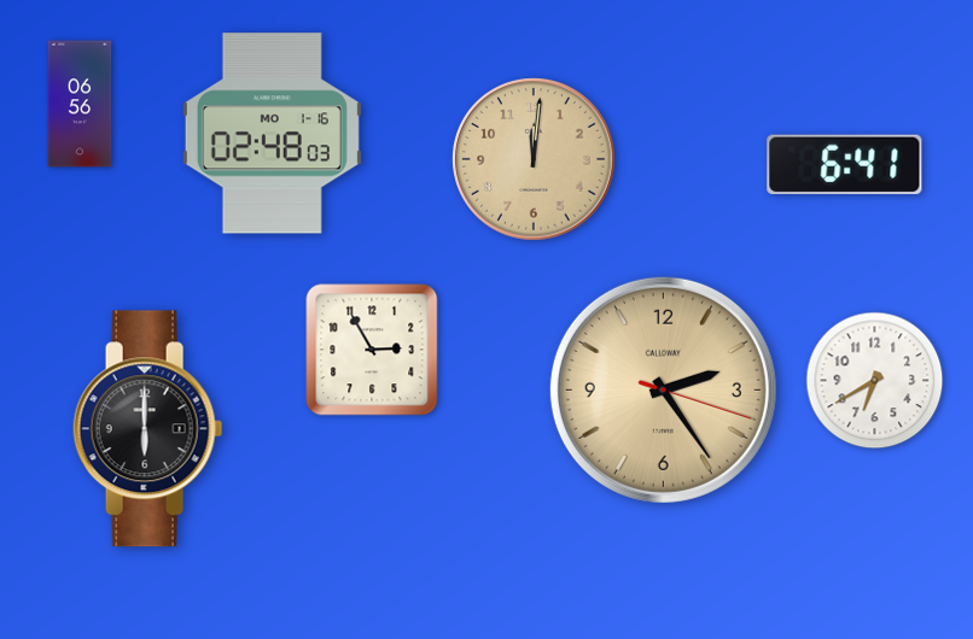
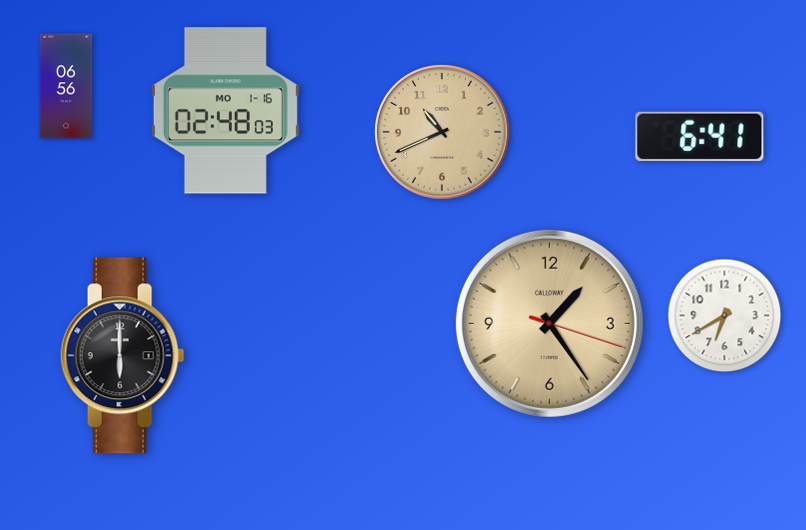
clock at (535, 160): 12:01 -> 10:41
clock at (372, 350): 2:55 -> none
clock at (663, 389): 2:24 -> 1:24
